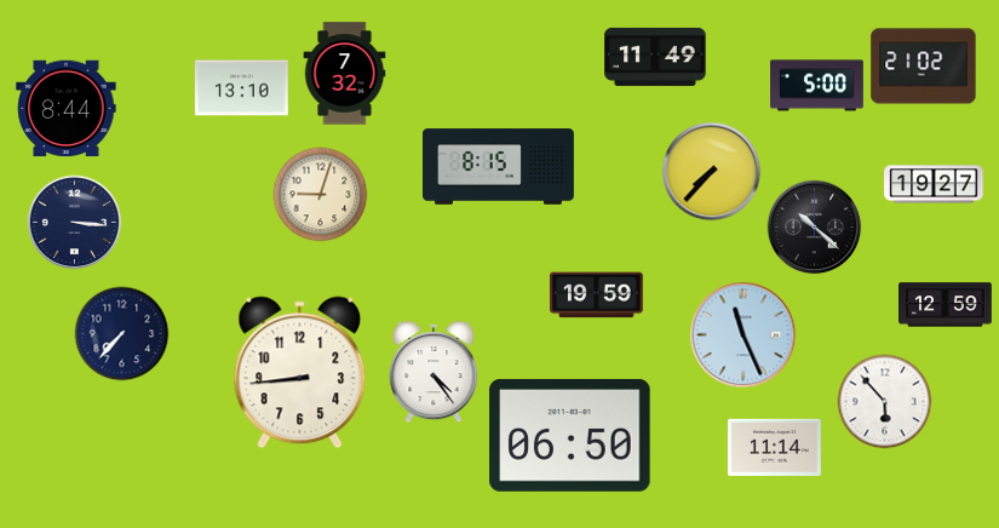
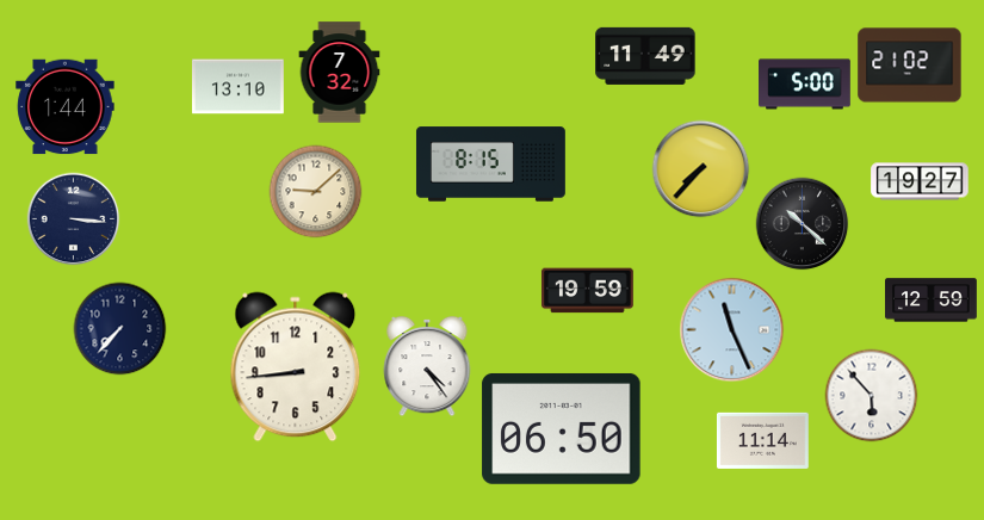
clock at (67, 109): 8:44 -> 1:44
clock at (320, 194): 9:03 -> 9:08
